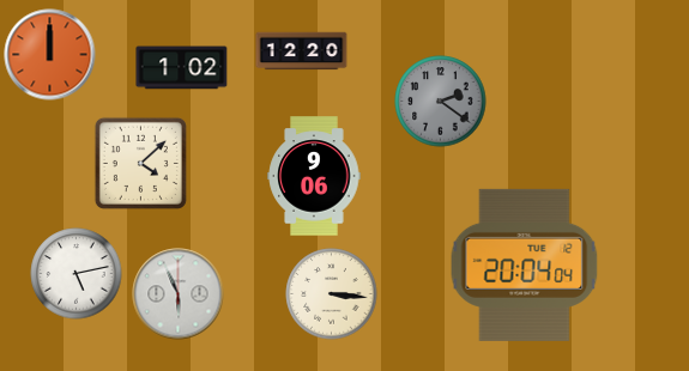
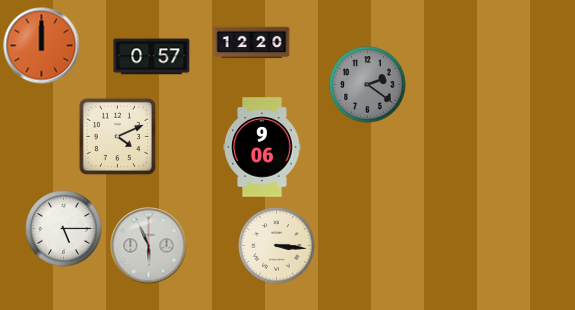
clock at (182, 68): 1:02 -> 0:57
clock at (140, 163): 4:08 -> 4:11
clock at (525, 264): 20:04 -> none
clock at (77, 274): 5:13 -> 5:15
